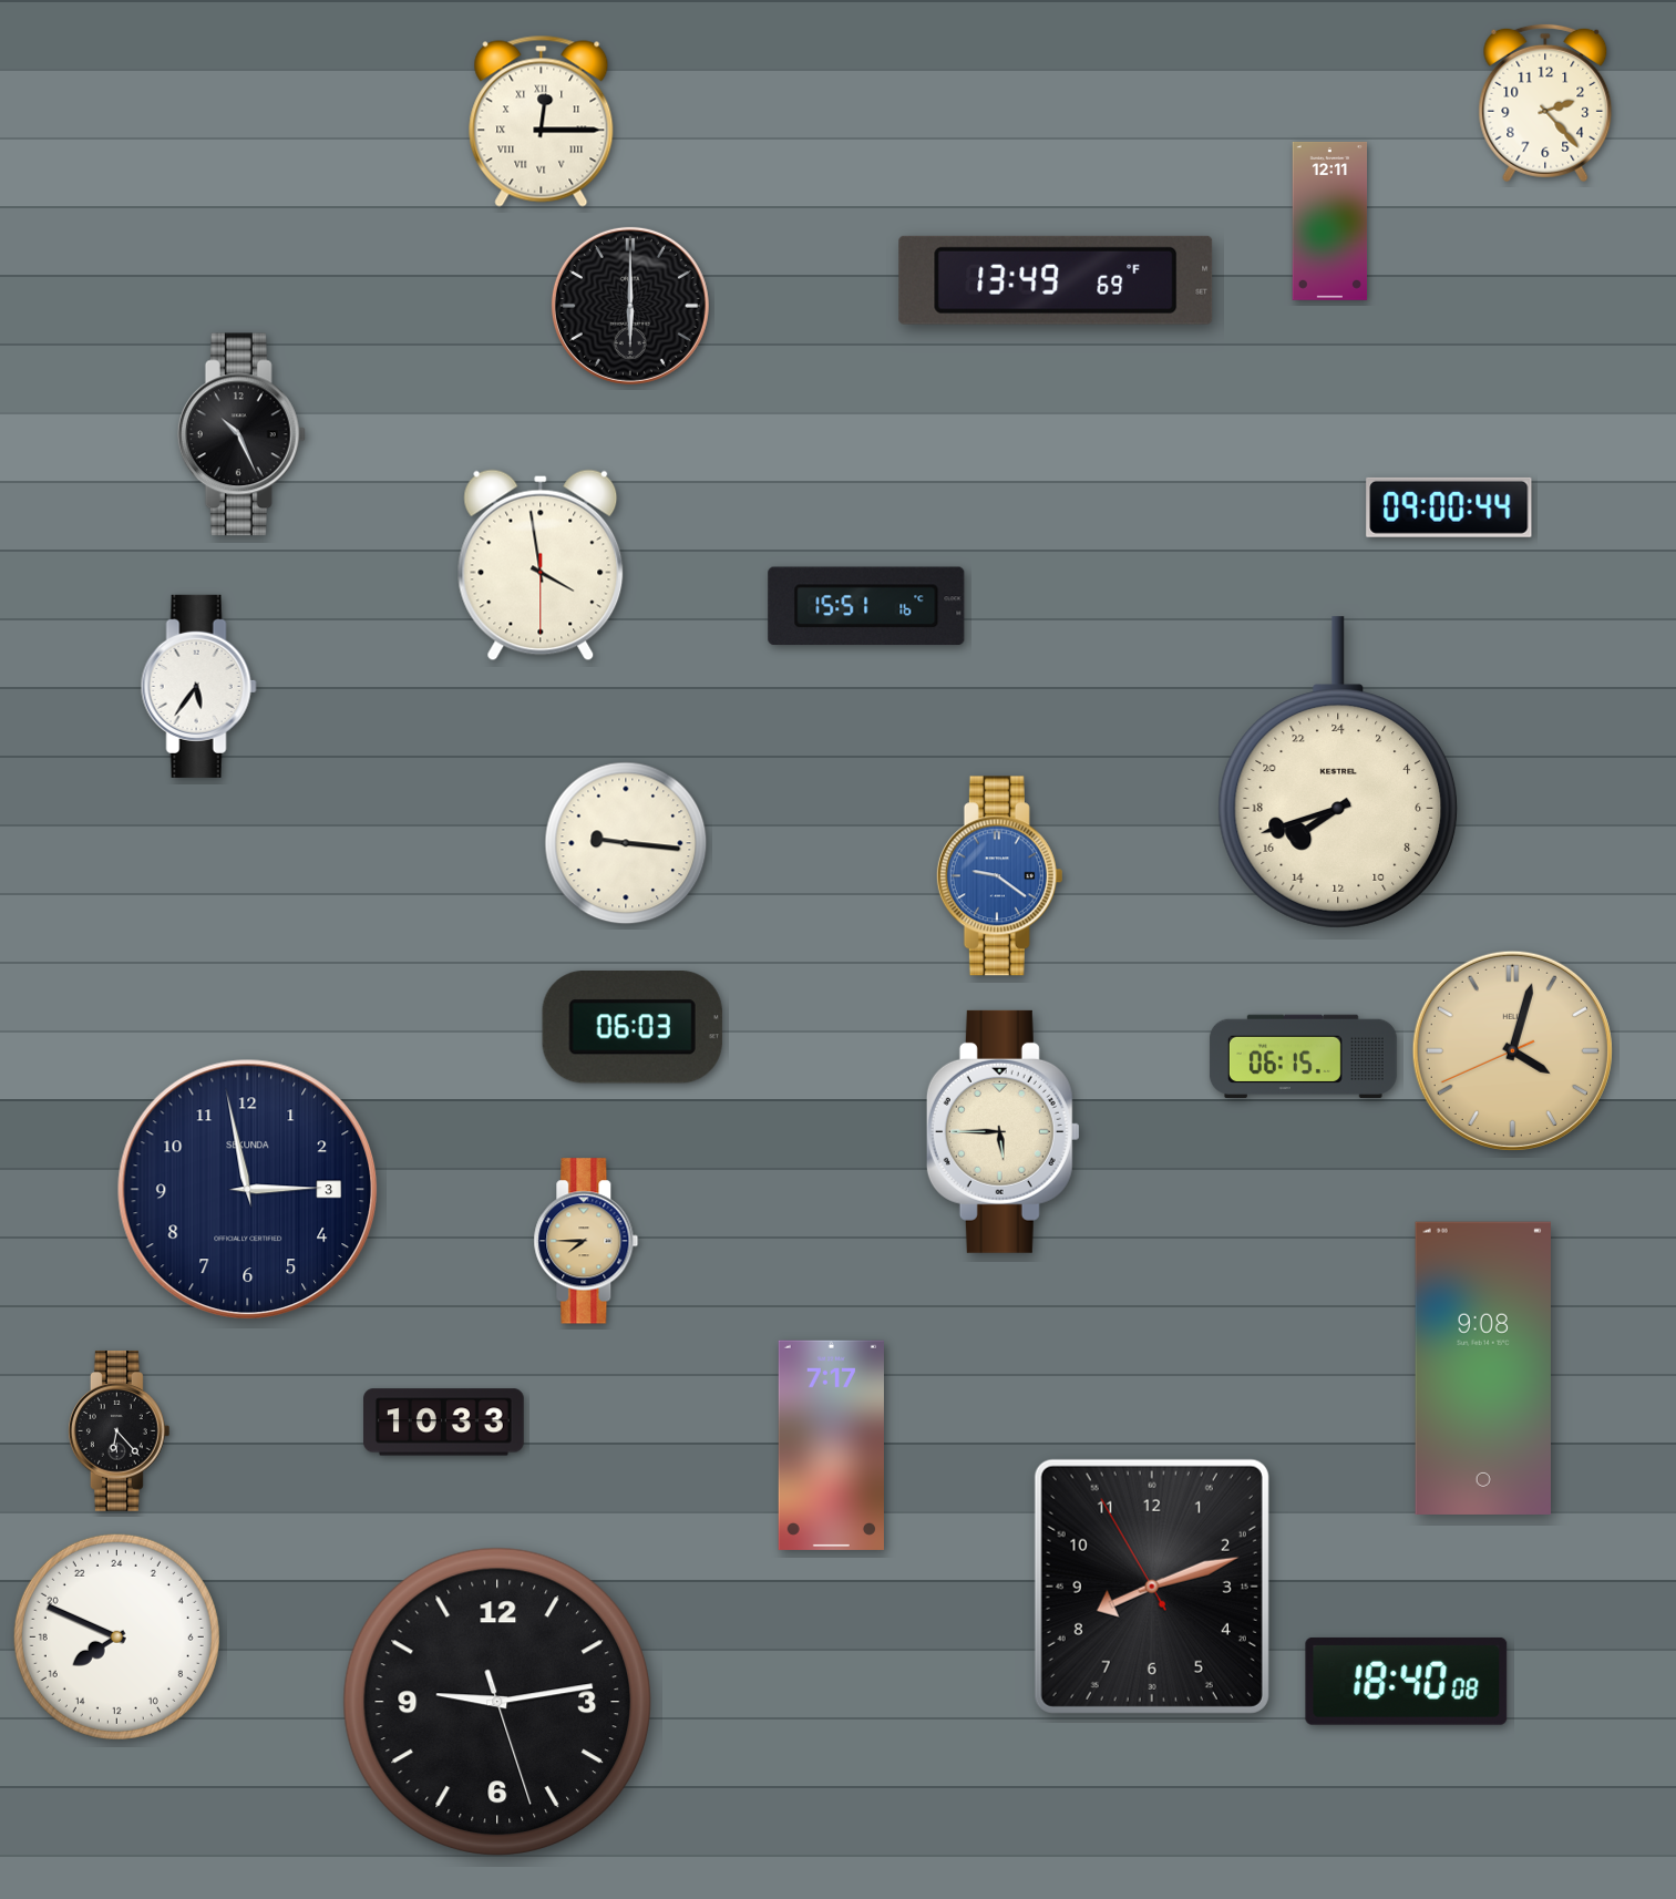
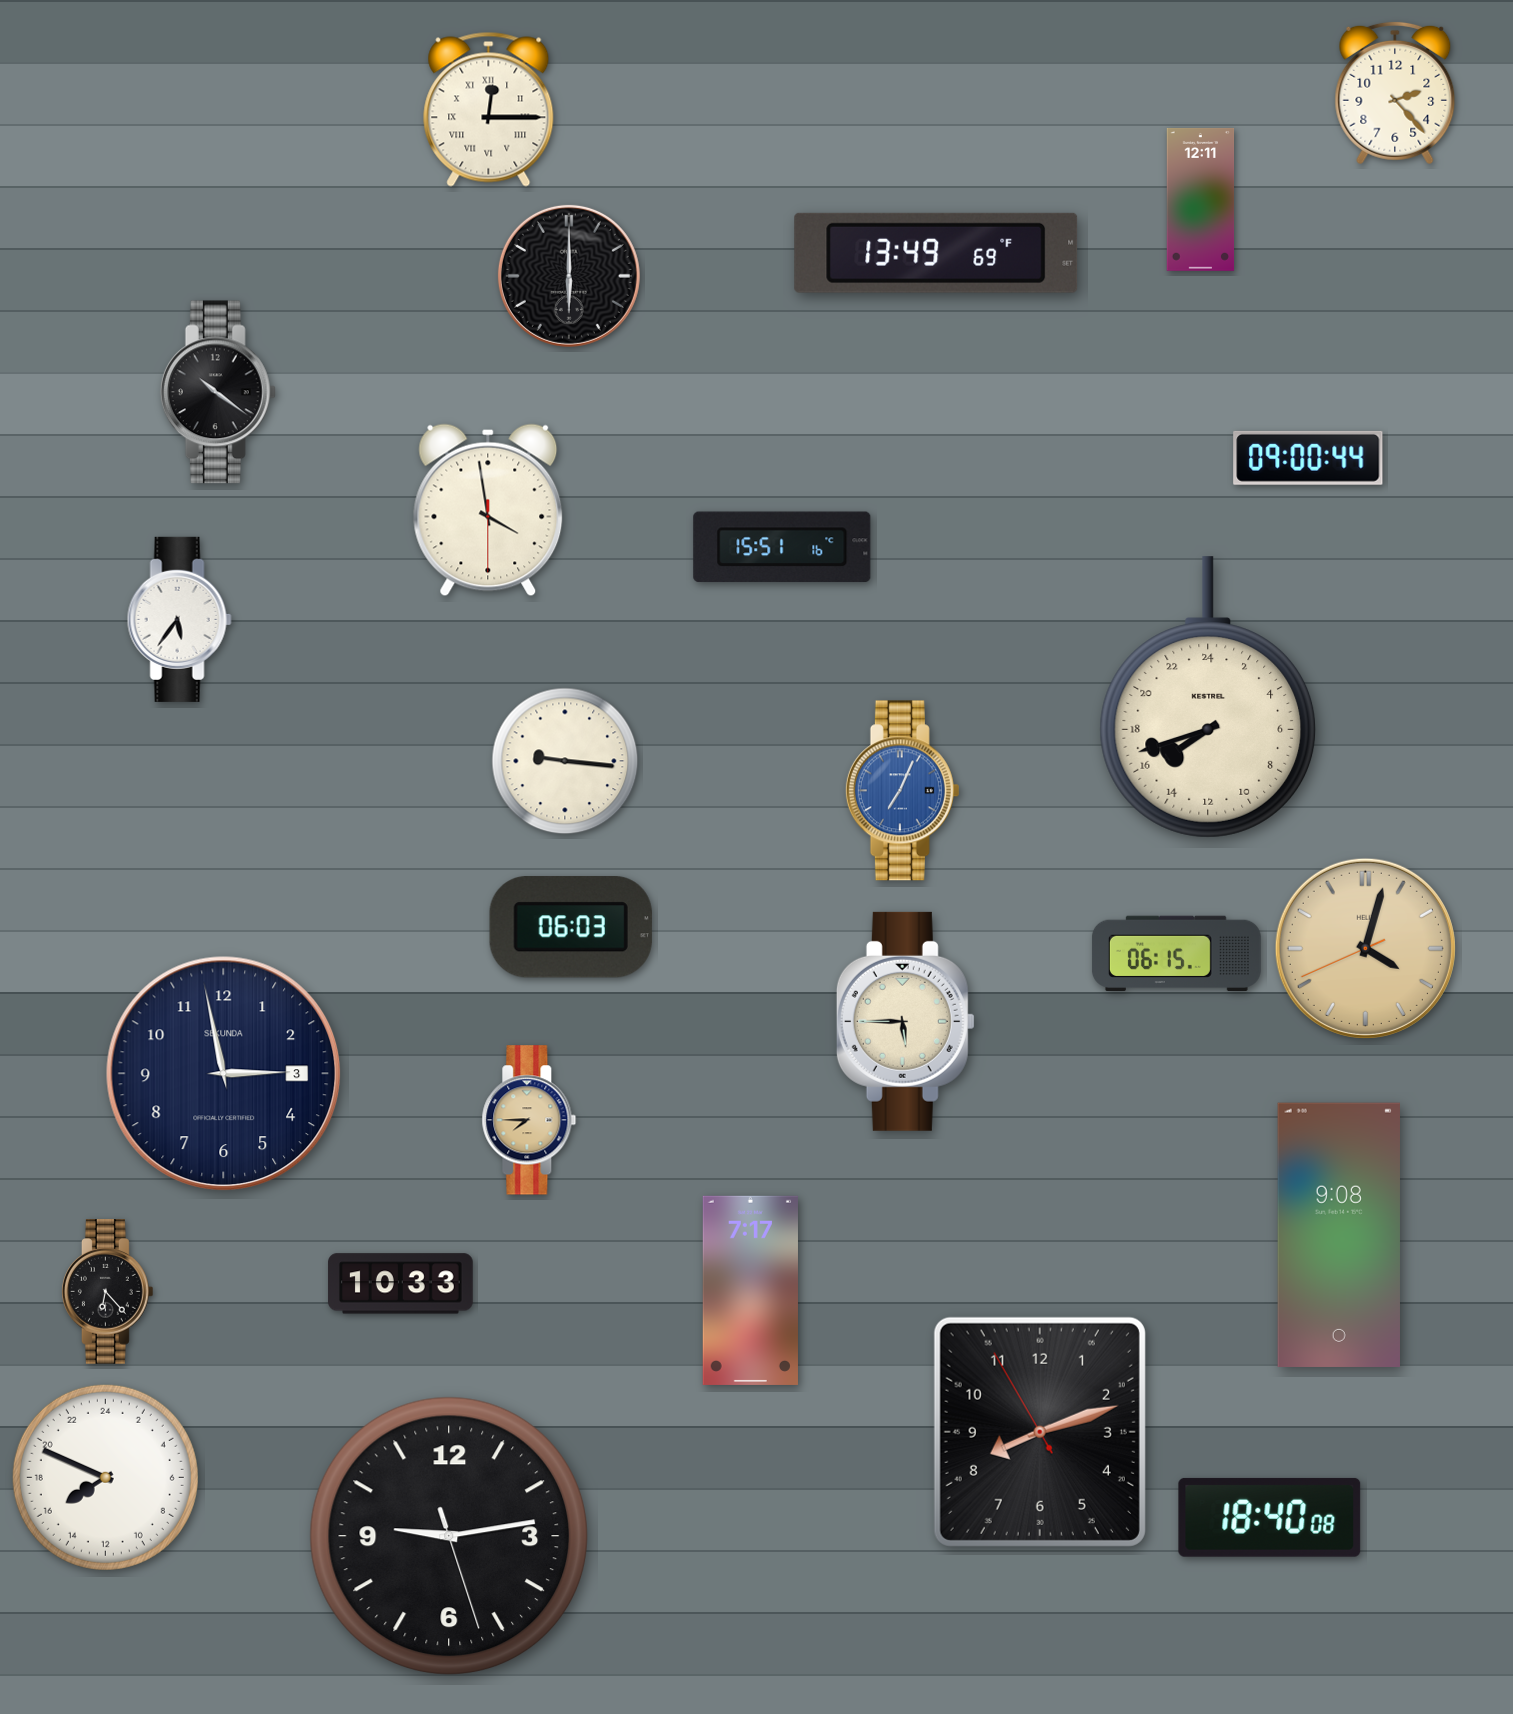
clock at (1056, 280) position: (1056, 280) -> (936, 253)
clock at (241, 434): 10:26 -> 10:21
clock at (999, 876): 9:21 -> 7:04
clock at (831, 1445) position: (831, 1445) -> (750, 1290)
